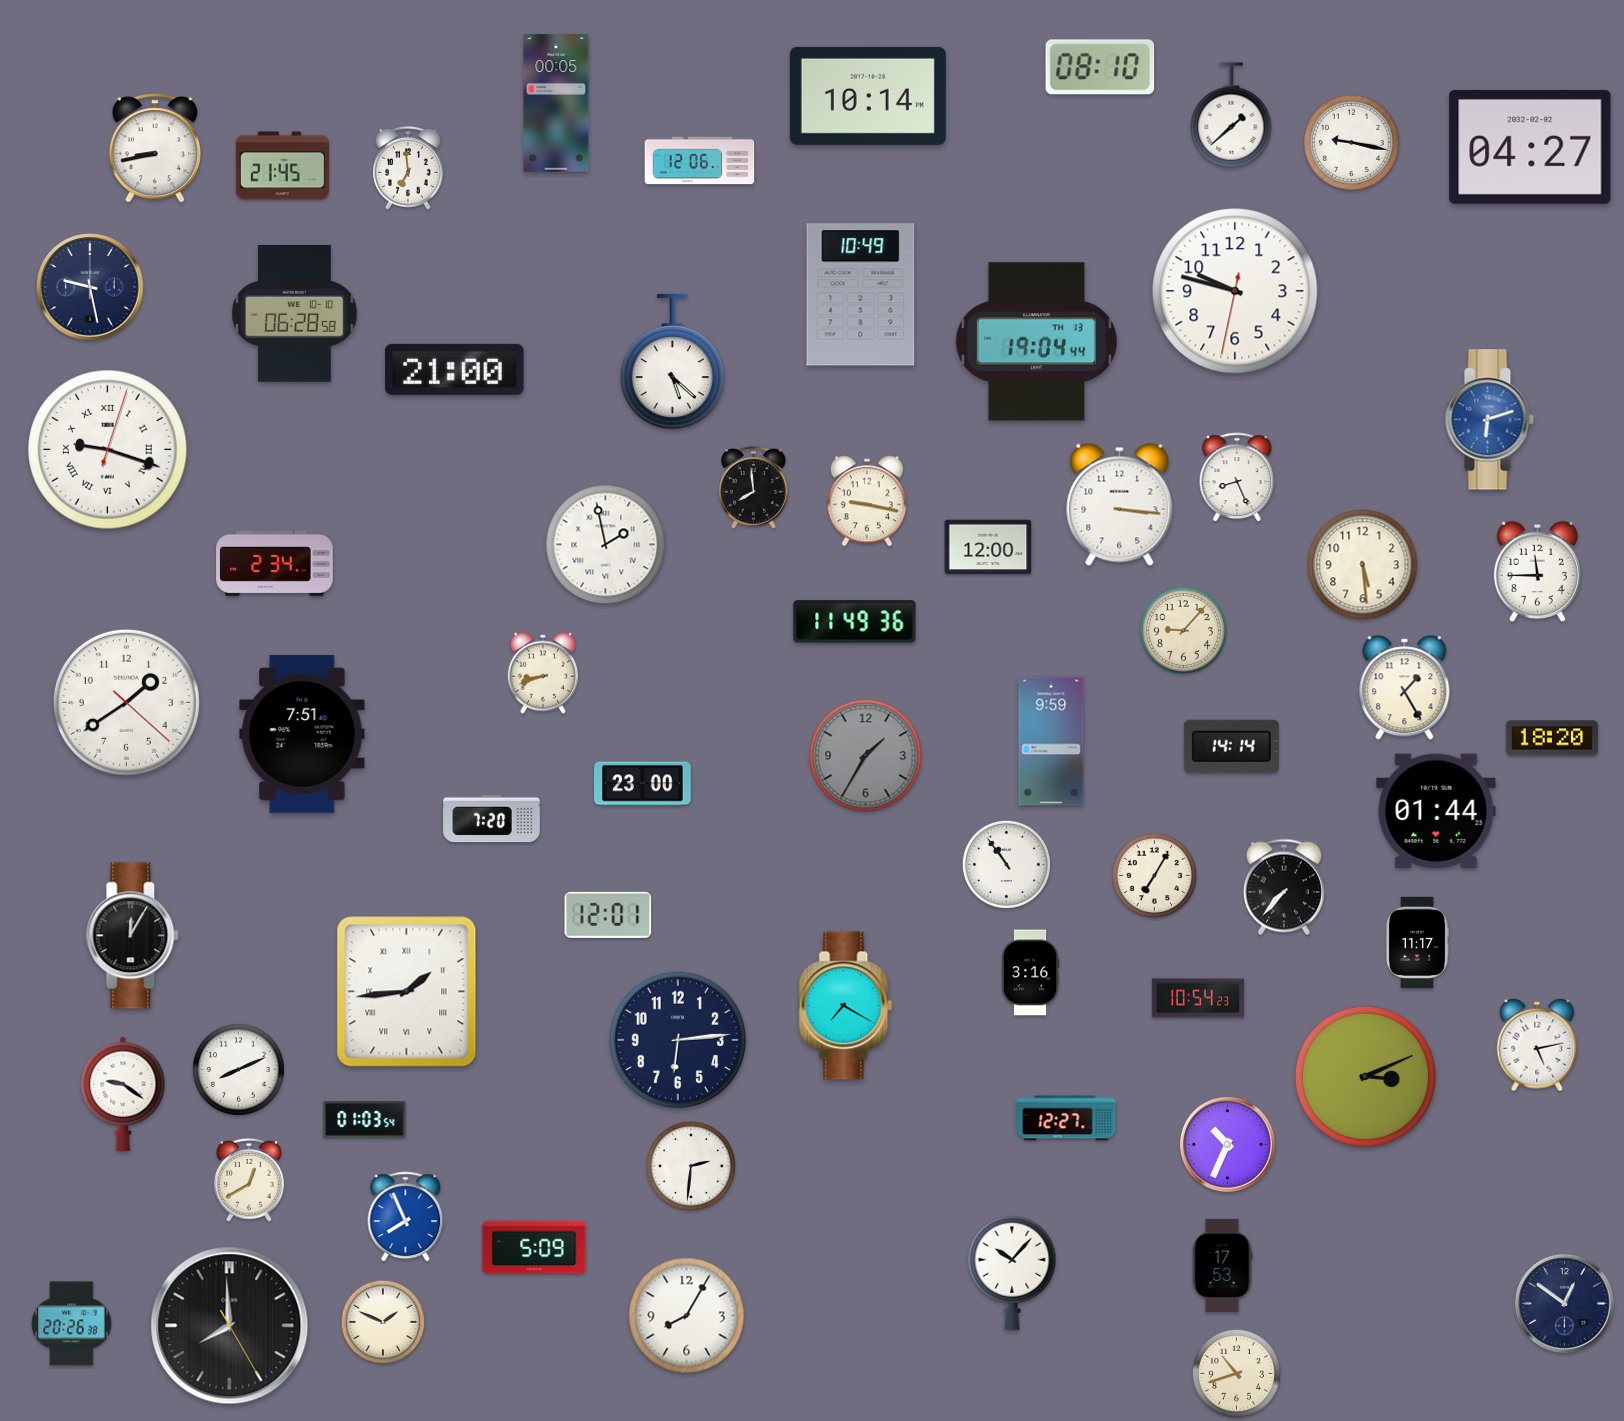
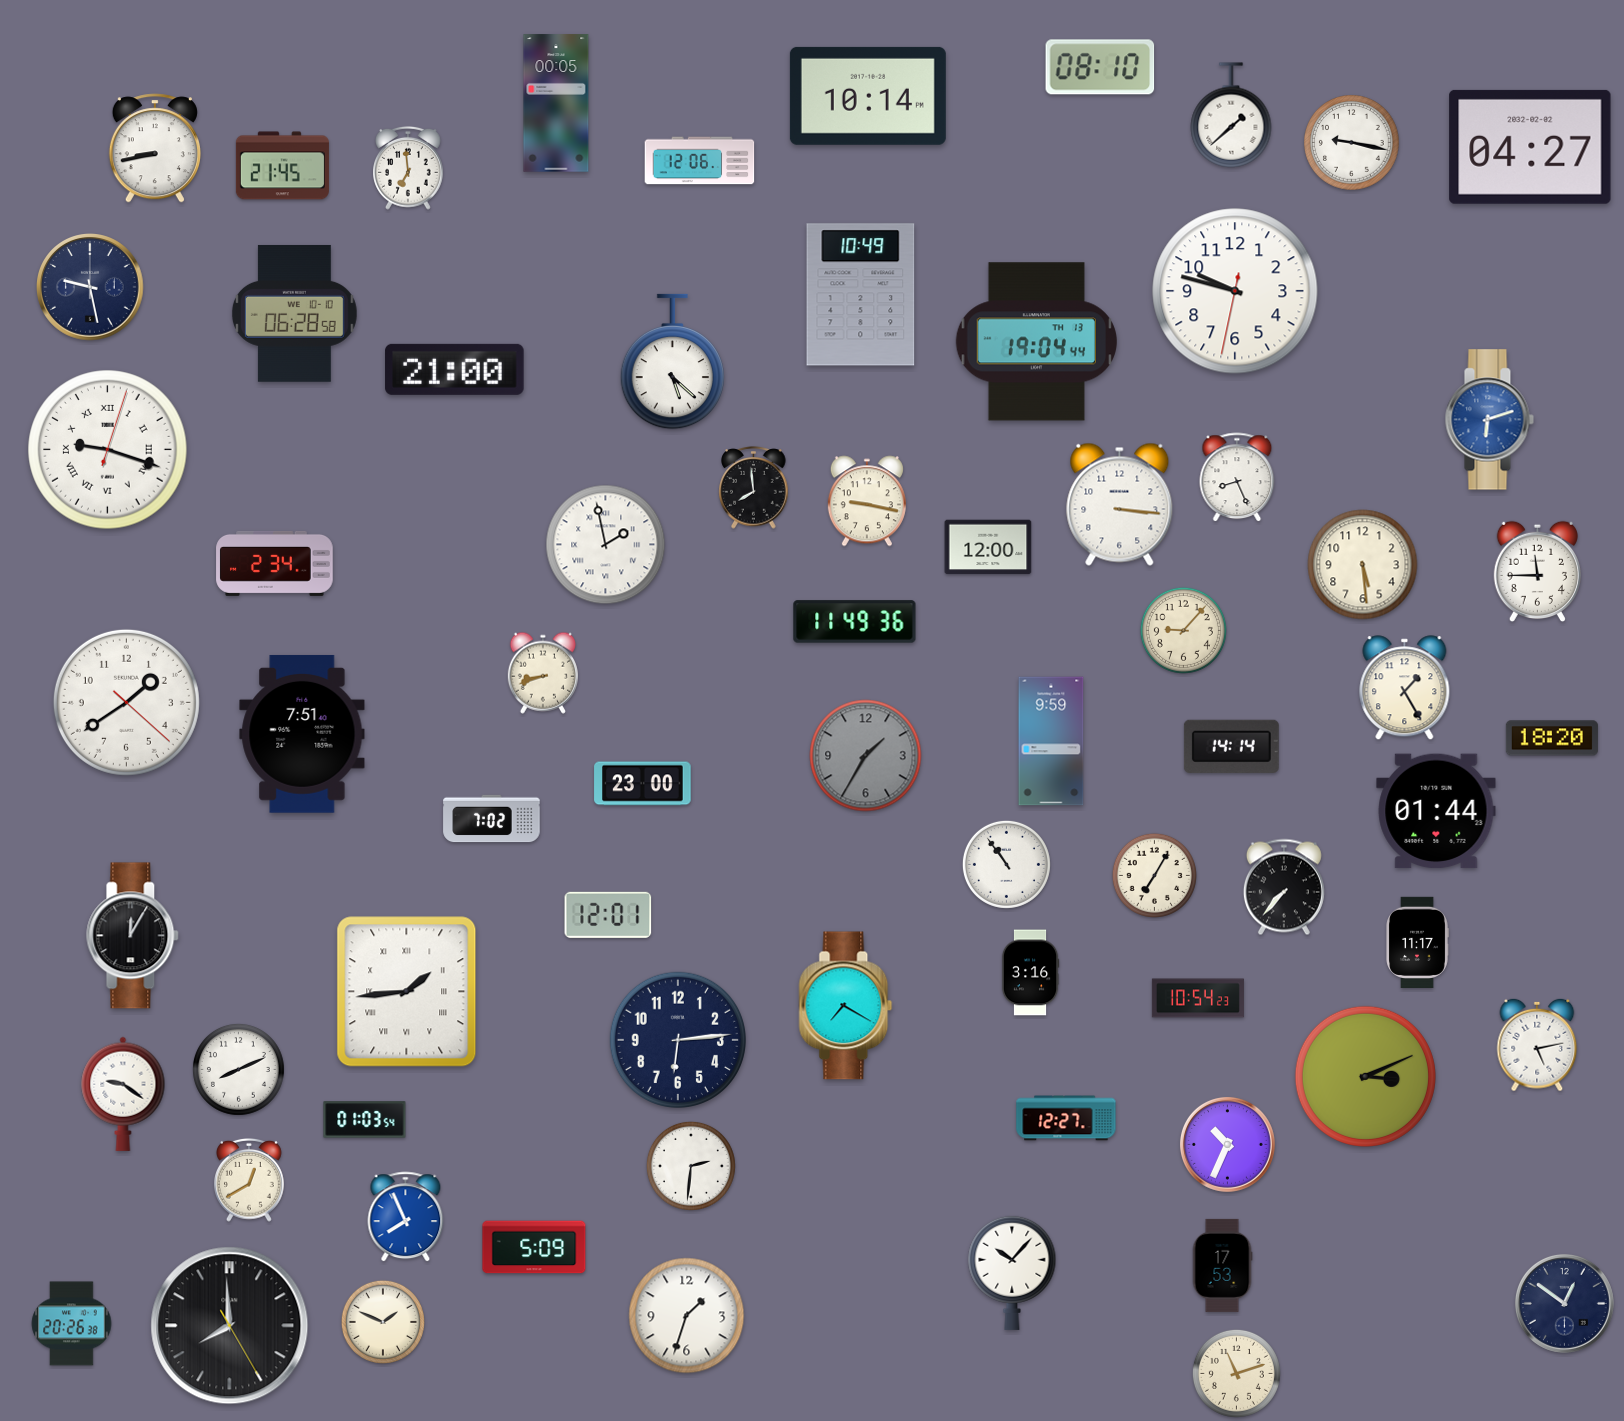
clock at (492, 819): 7:20 -> 7:02
clock at (687, 1316): 8:05 -> 1:33
clock at (1236, 1373): 10:42 -> 11:12
